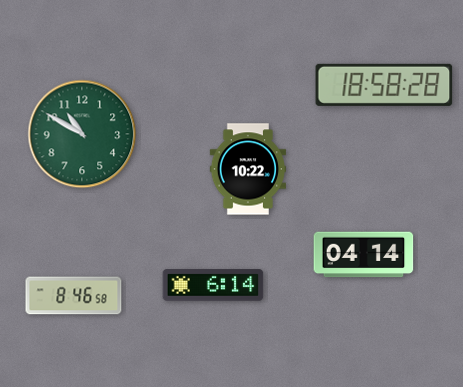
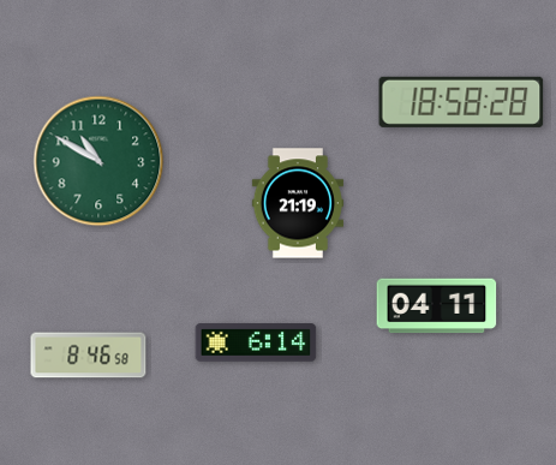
clock at (247, 169): 10:22 -> 21:19
clock at (364, 255): 04:14 -> 04:11
